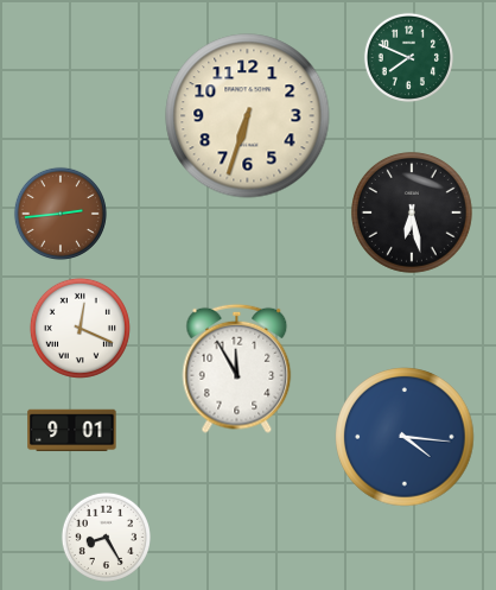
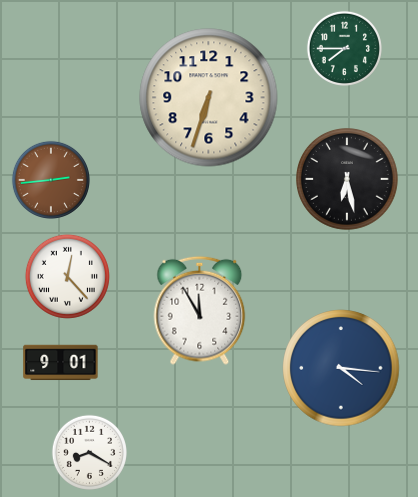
clock at (408, 57): 7:49 -> 7:45
clock at (80, 328): 12:19 -> 12:23
clock at (106, 537): 8:25 -> 8:20
